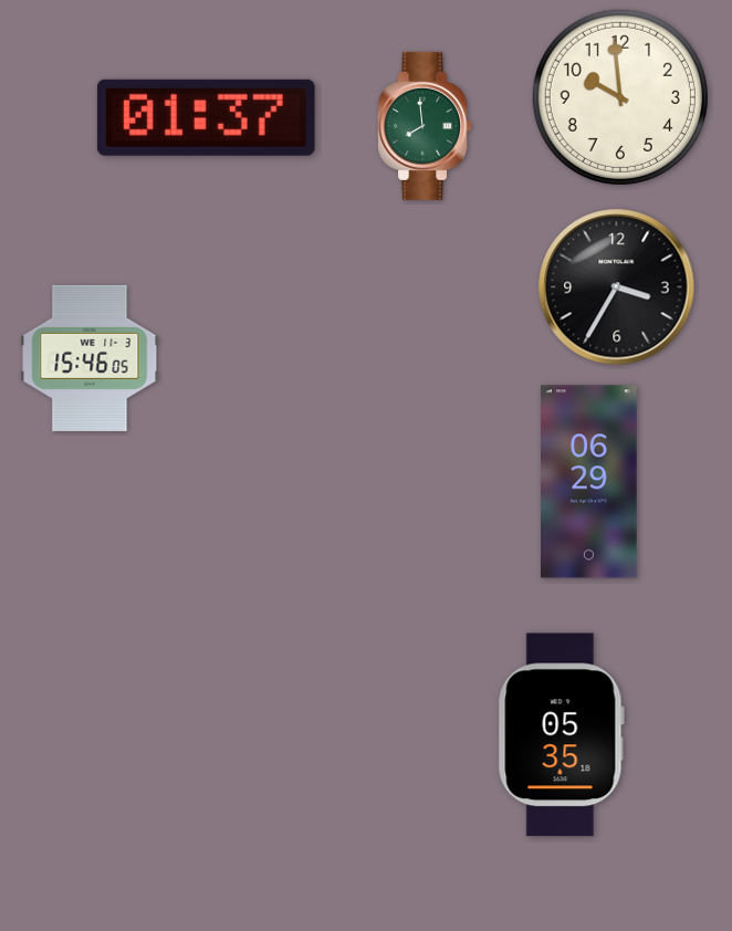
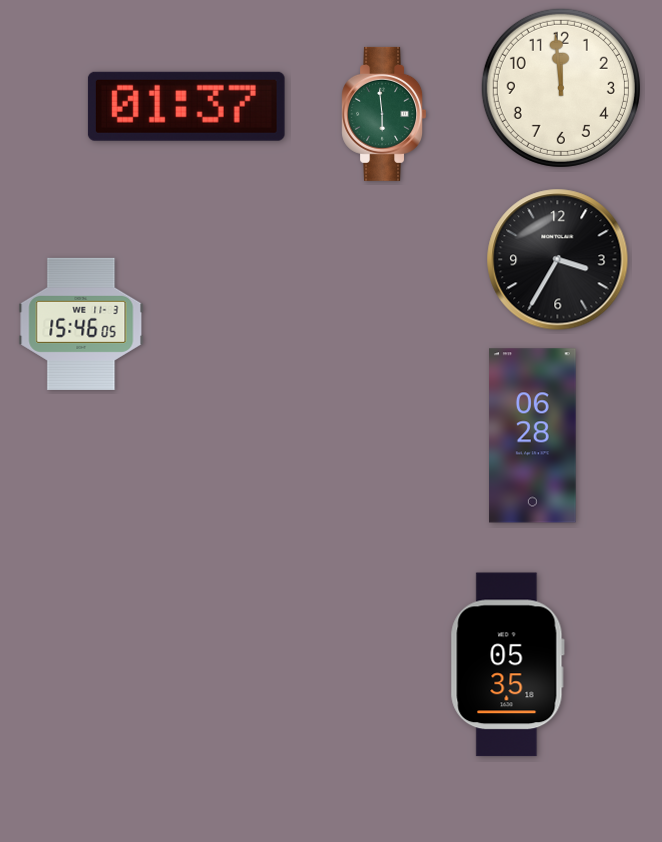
clock at (620, 97): 9:59 -> 11:59
clock at (425, 126): 7:59 -> 5:59
clock at (589, 482): 06:29 -> 06:28
